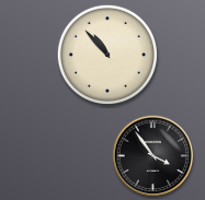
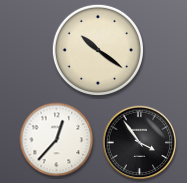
clock at (107, 55): 10:53 -> 10:21
clock at (57, 140): none -> 12:37
